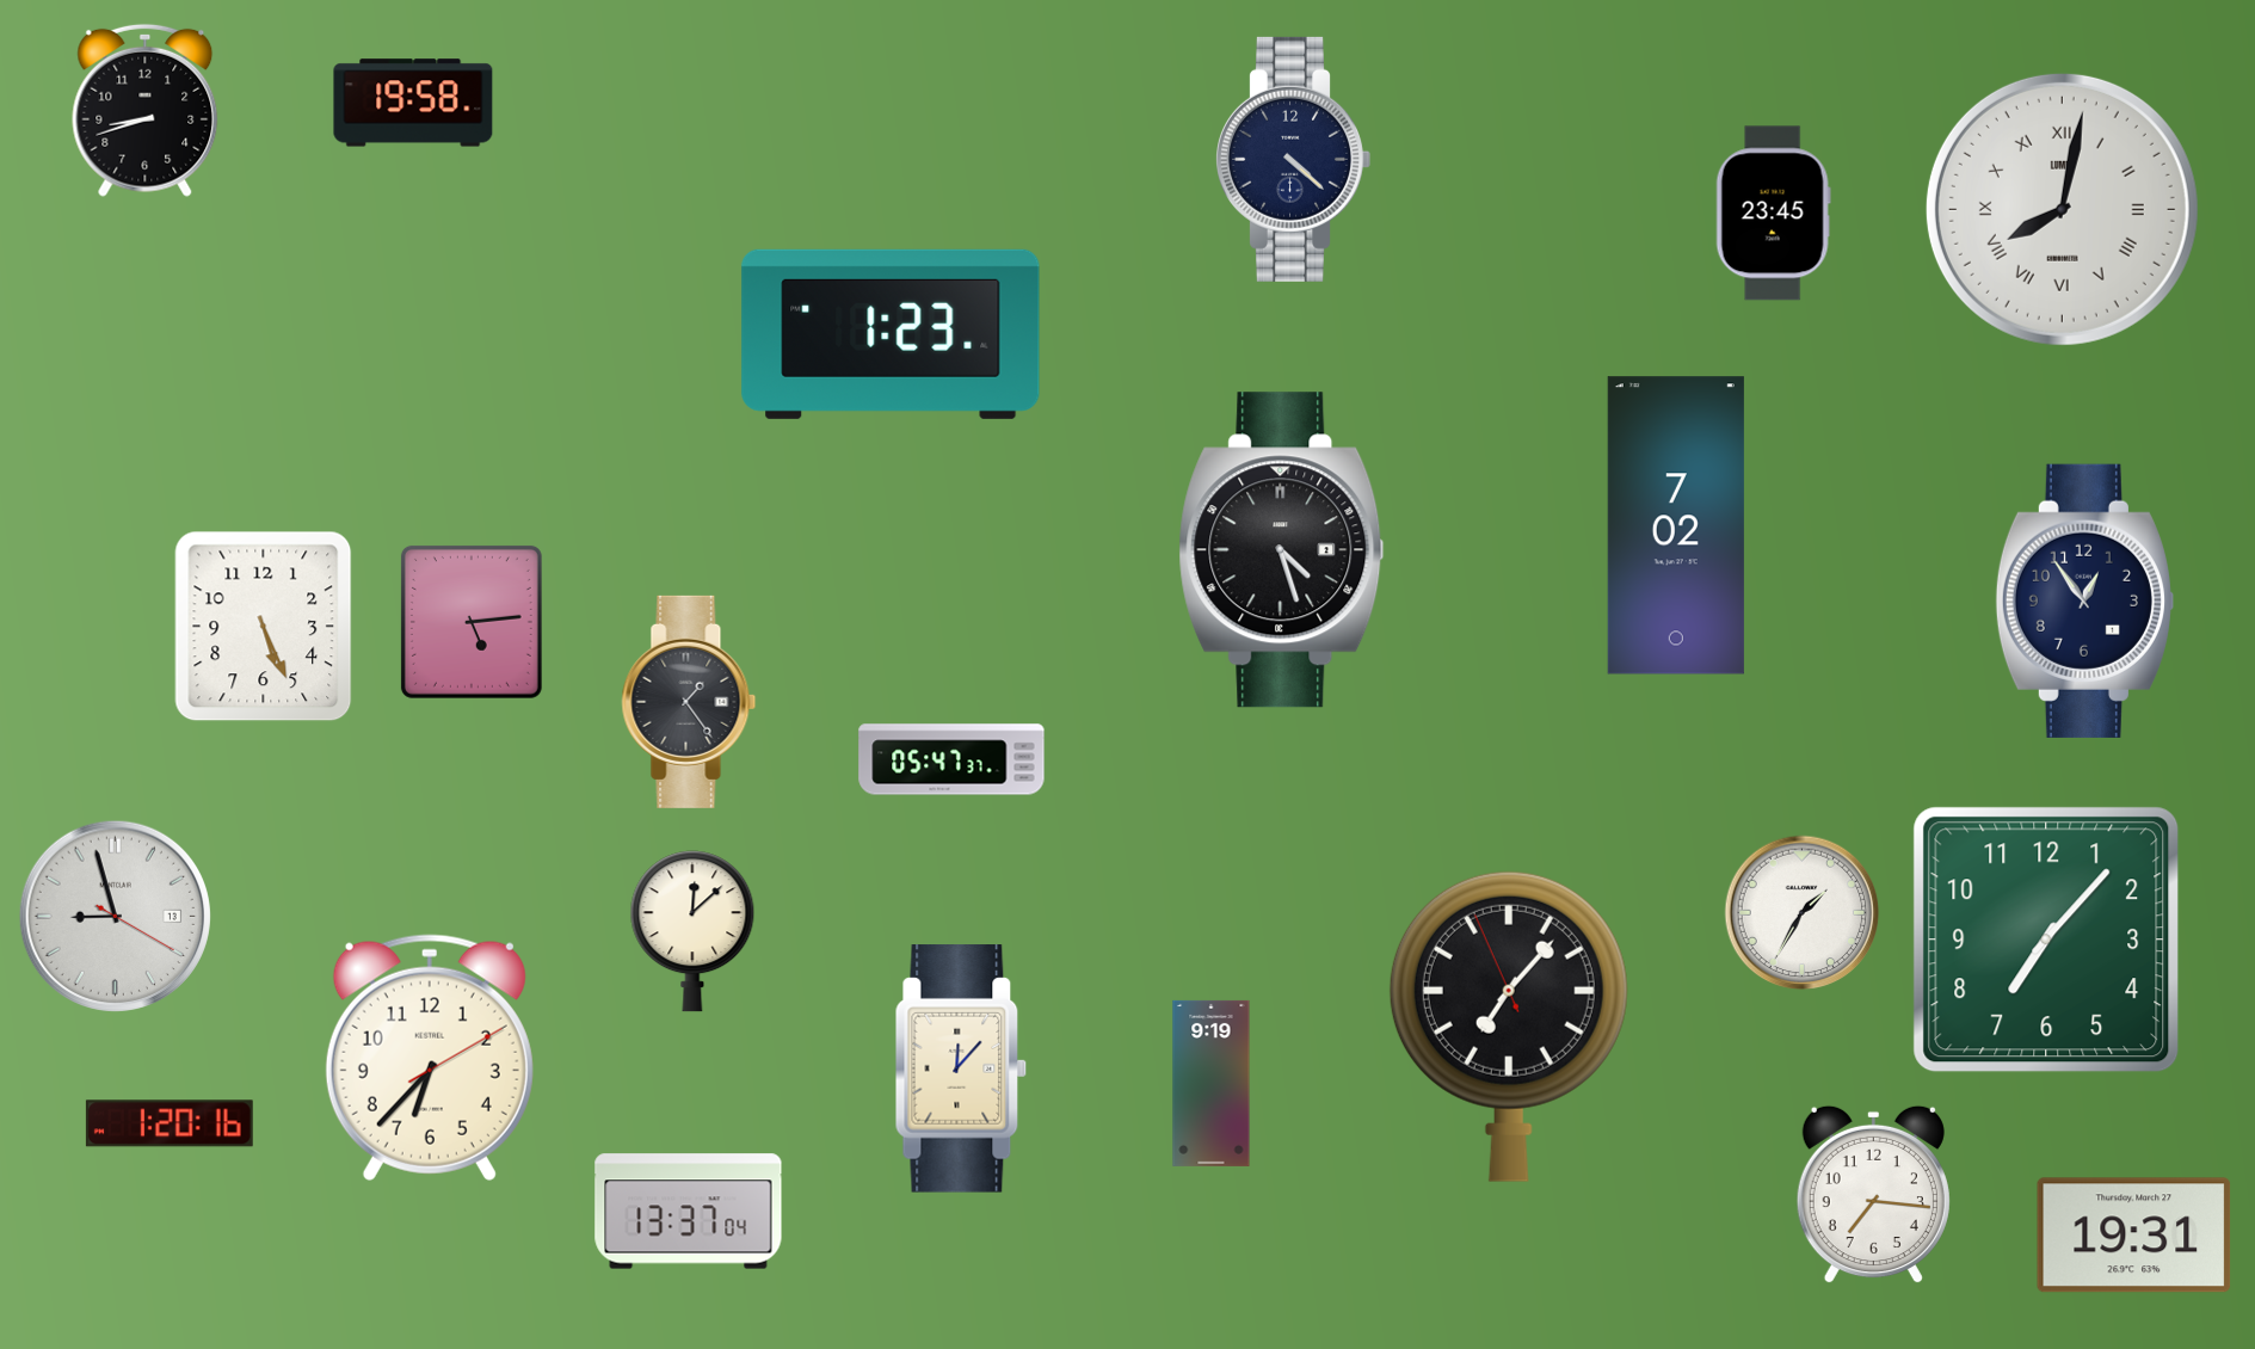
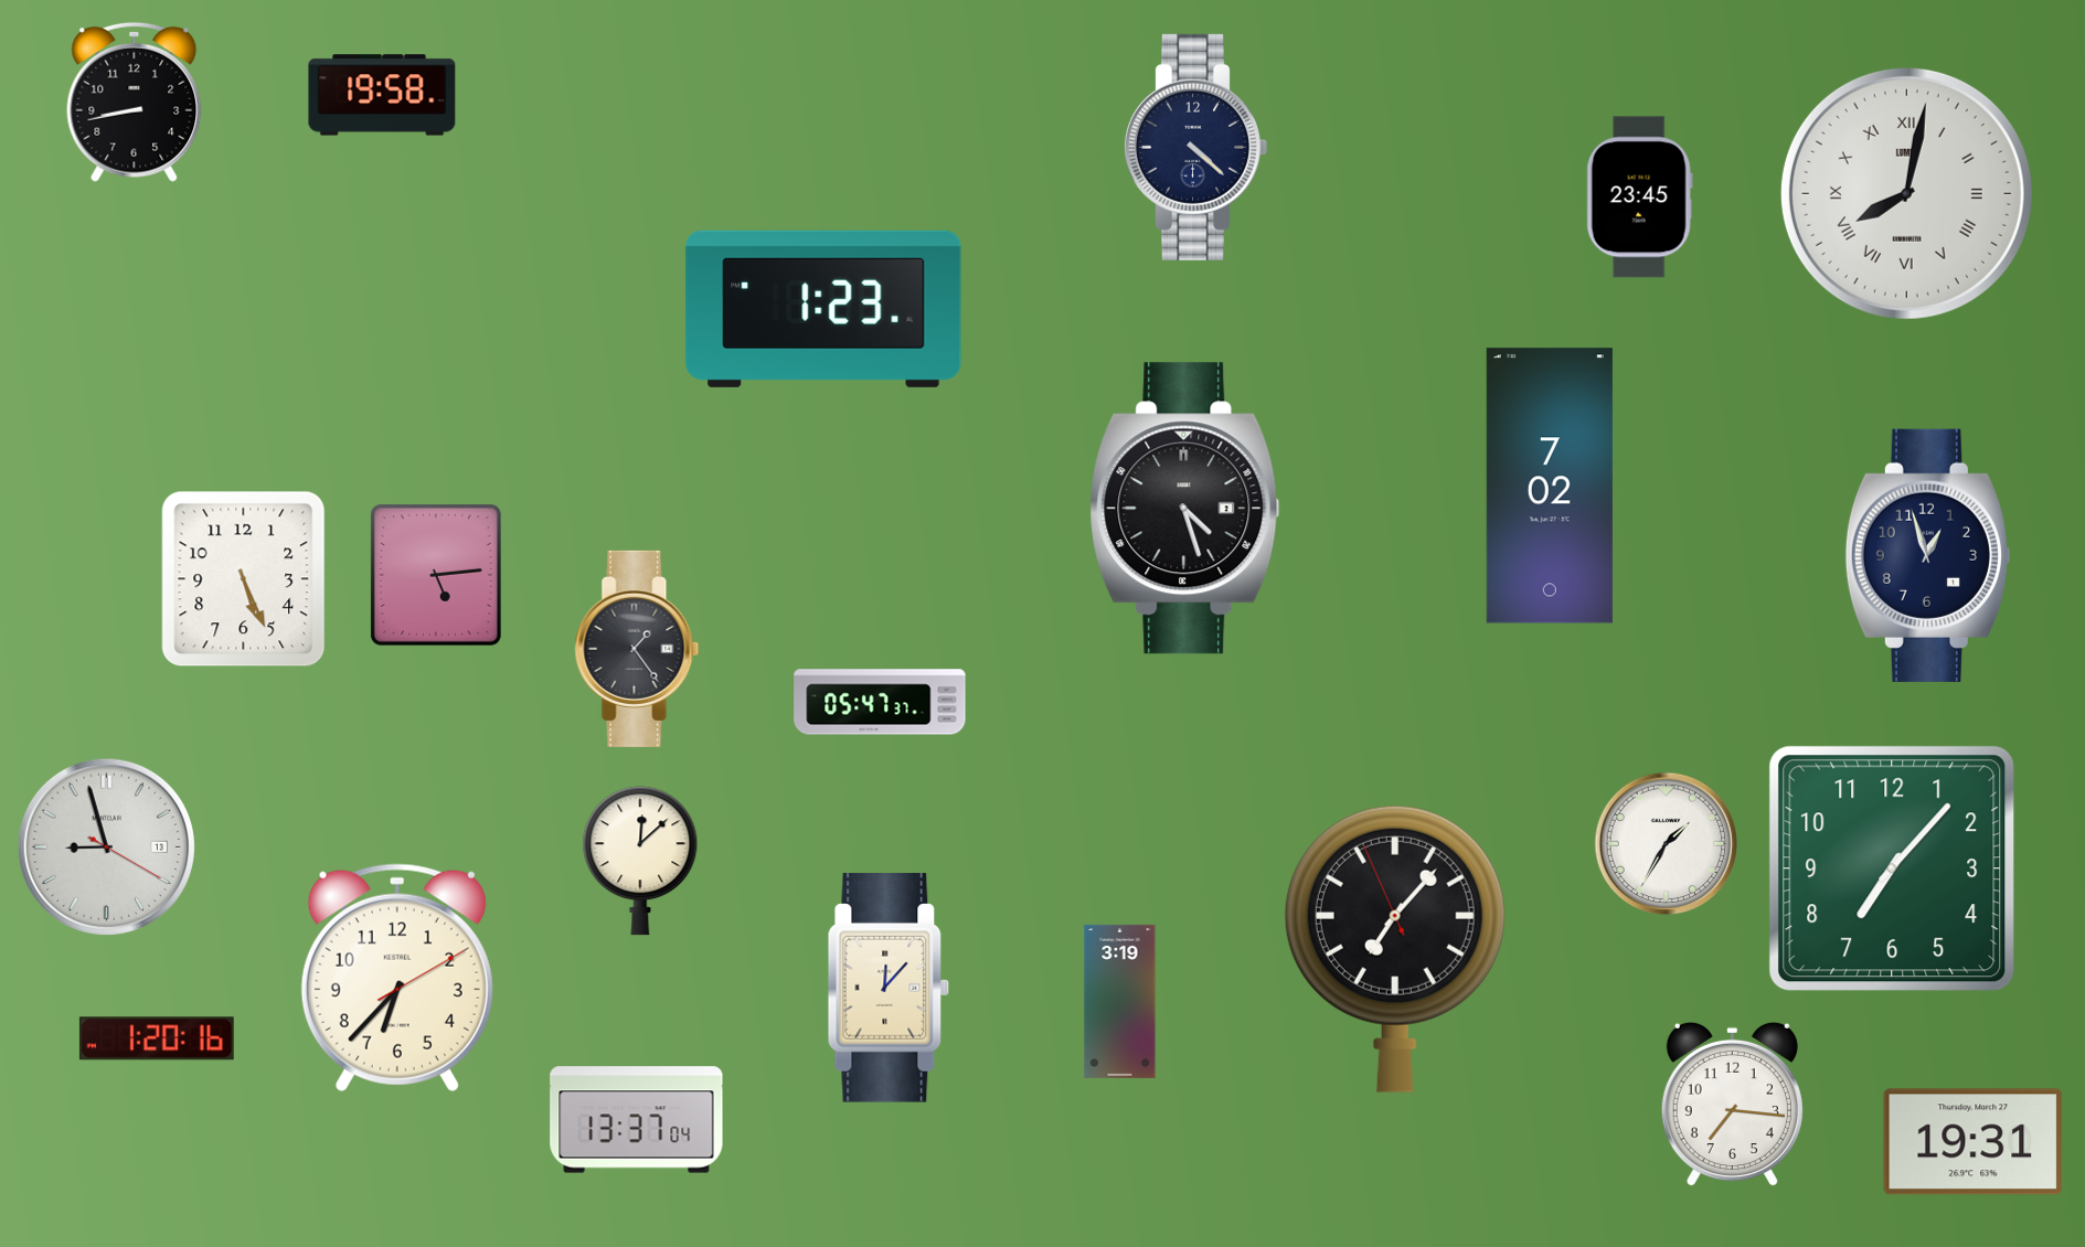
clock at (146, 110): 8:42 -> 8:43
clock at (2084, 600): 12:54 -> 12:57
clock at (1212, 1083): 9:19 -> 3:19
